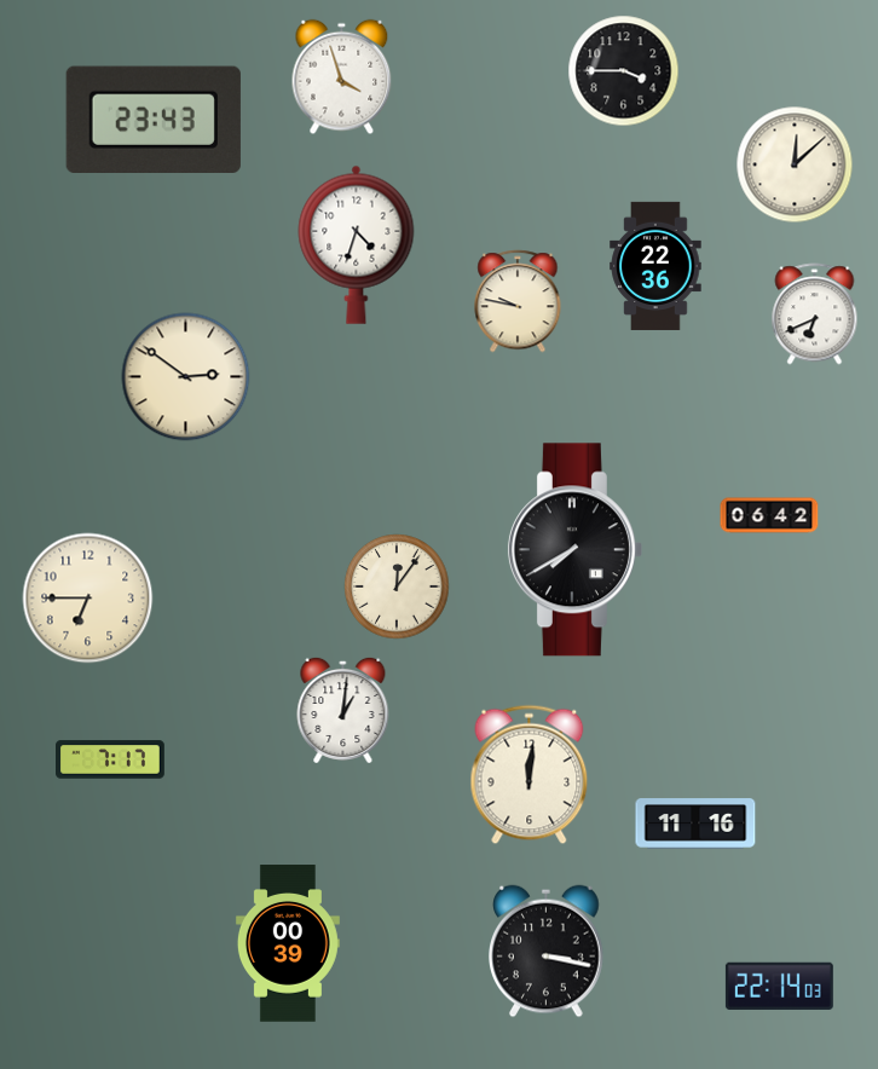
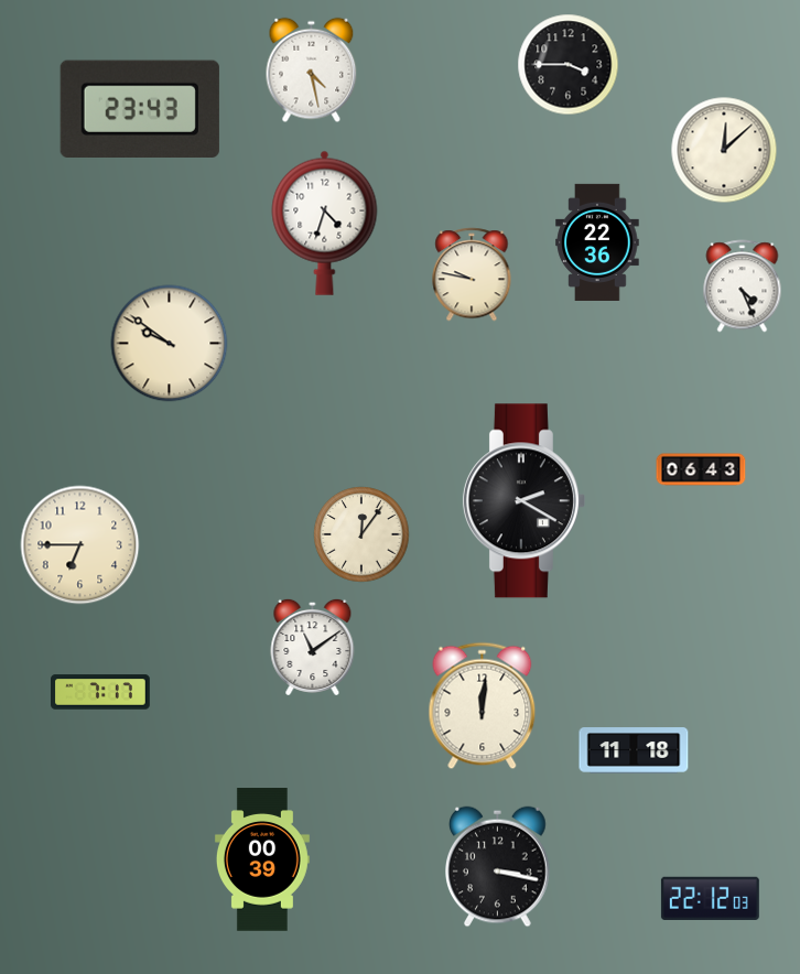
clock at (342, 77): 3:57 -> 4:28
clock at (815, 314): 6:41 -> 4:26
clock at (186, 377): 2:51 -> 9:51
clock at (769, 515): 06:42 -> 06:43
clock at (574, 550): 7:40 -> 2:20
clock at (343, 710): 1:01 -> 11:09
clock at (695, 824): 11:16 -> 11:18
clock at (779, 986): 22:14 -> 22:12
